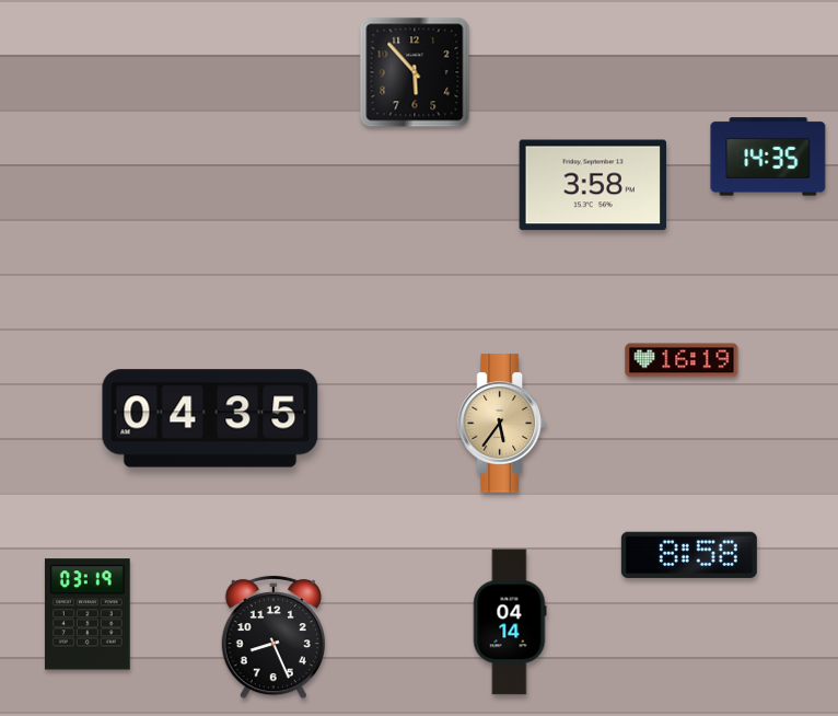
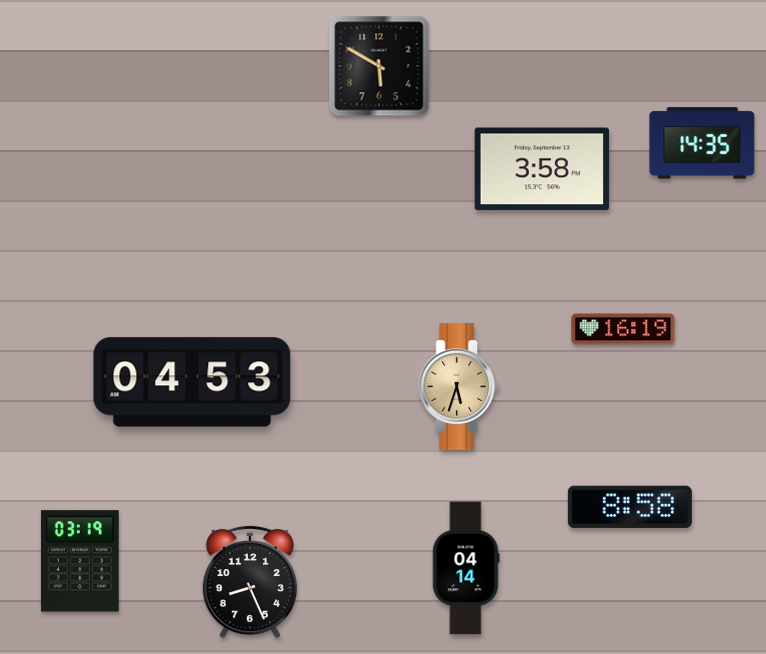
clock at (415, 72): 5:53 -> 5:50
clock at (210, 418): 04:35 -> 04:53
clock at (501, 424): 5:36 -> 5:33
